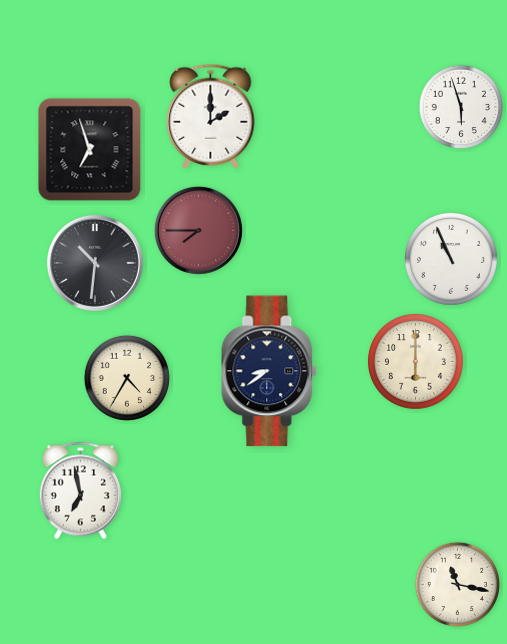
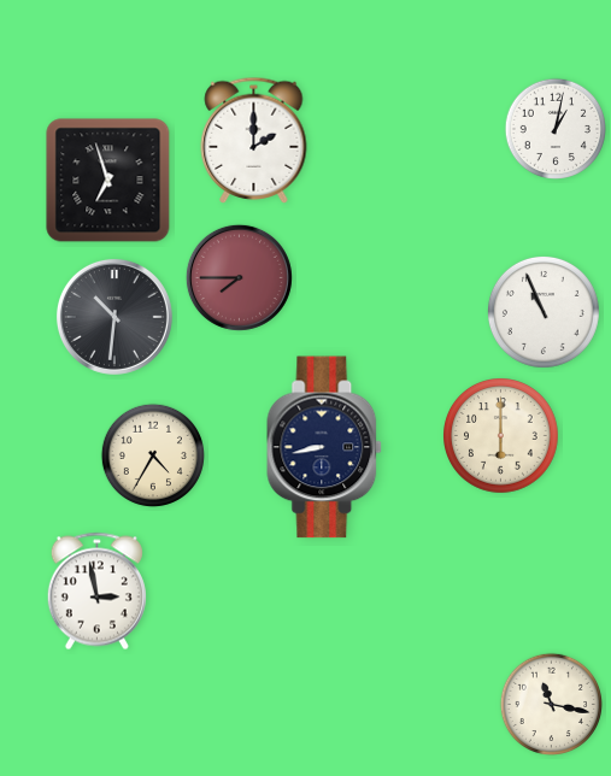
clock at (460, 106): 5:57 -> 1:02
clock at (270, 371): 8:39 -> 8:43
clock at (80, 491): 6:58 -> 2:58
